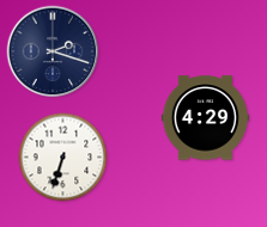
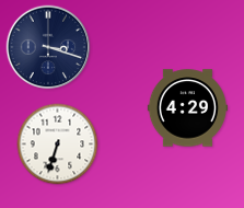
clock at (53, 51): 2:18 -> 3:18
